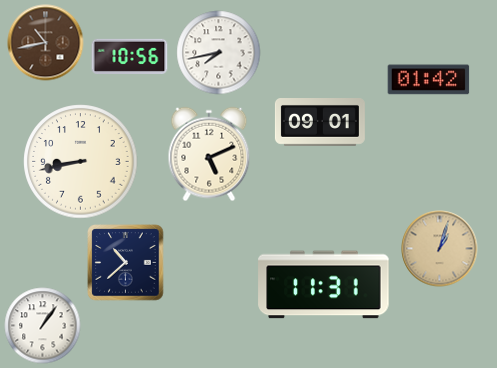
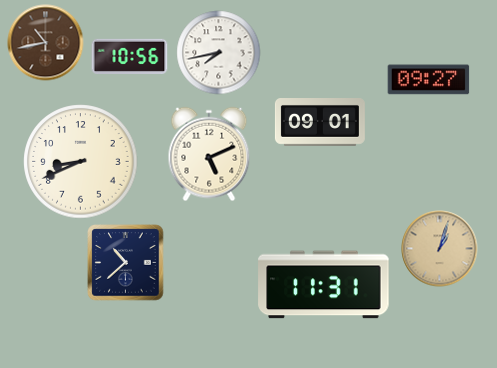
clock at (429, 80): 01:42 -> 09:27
clock at (81, 162): 8:43 -> 8:41
clock at (43, 326): 1:06 -> none
